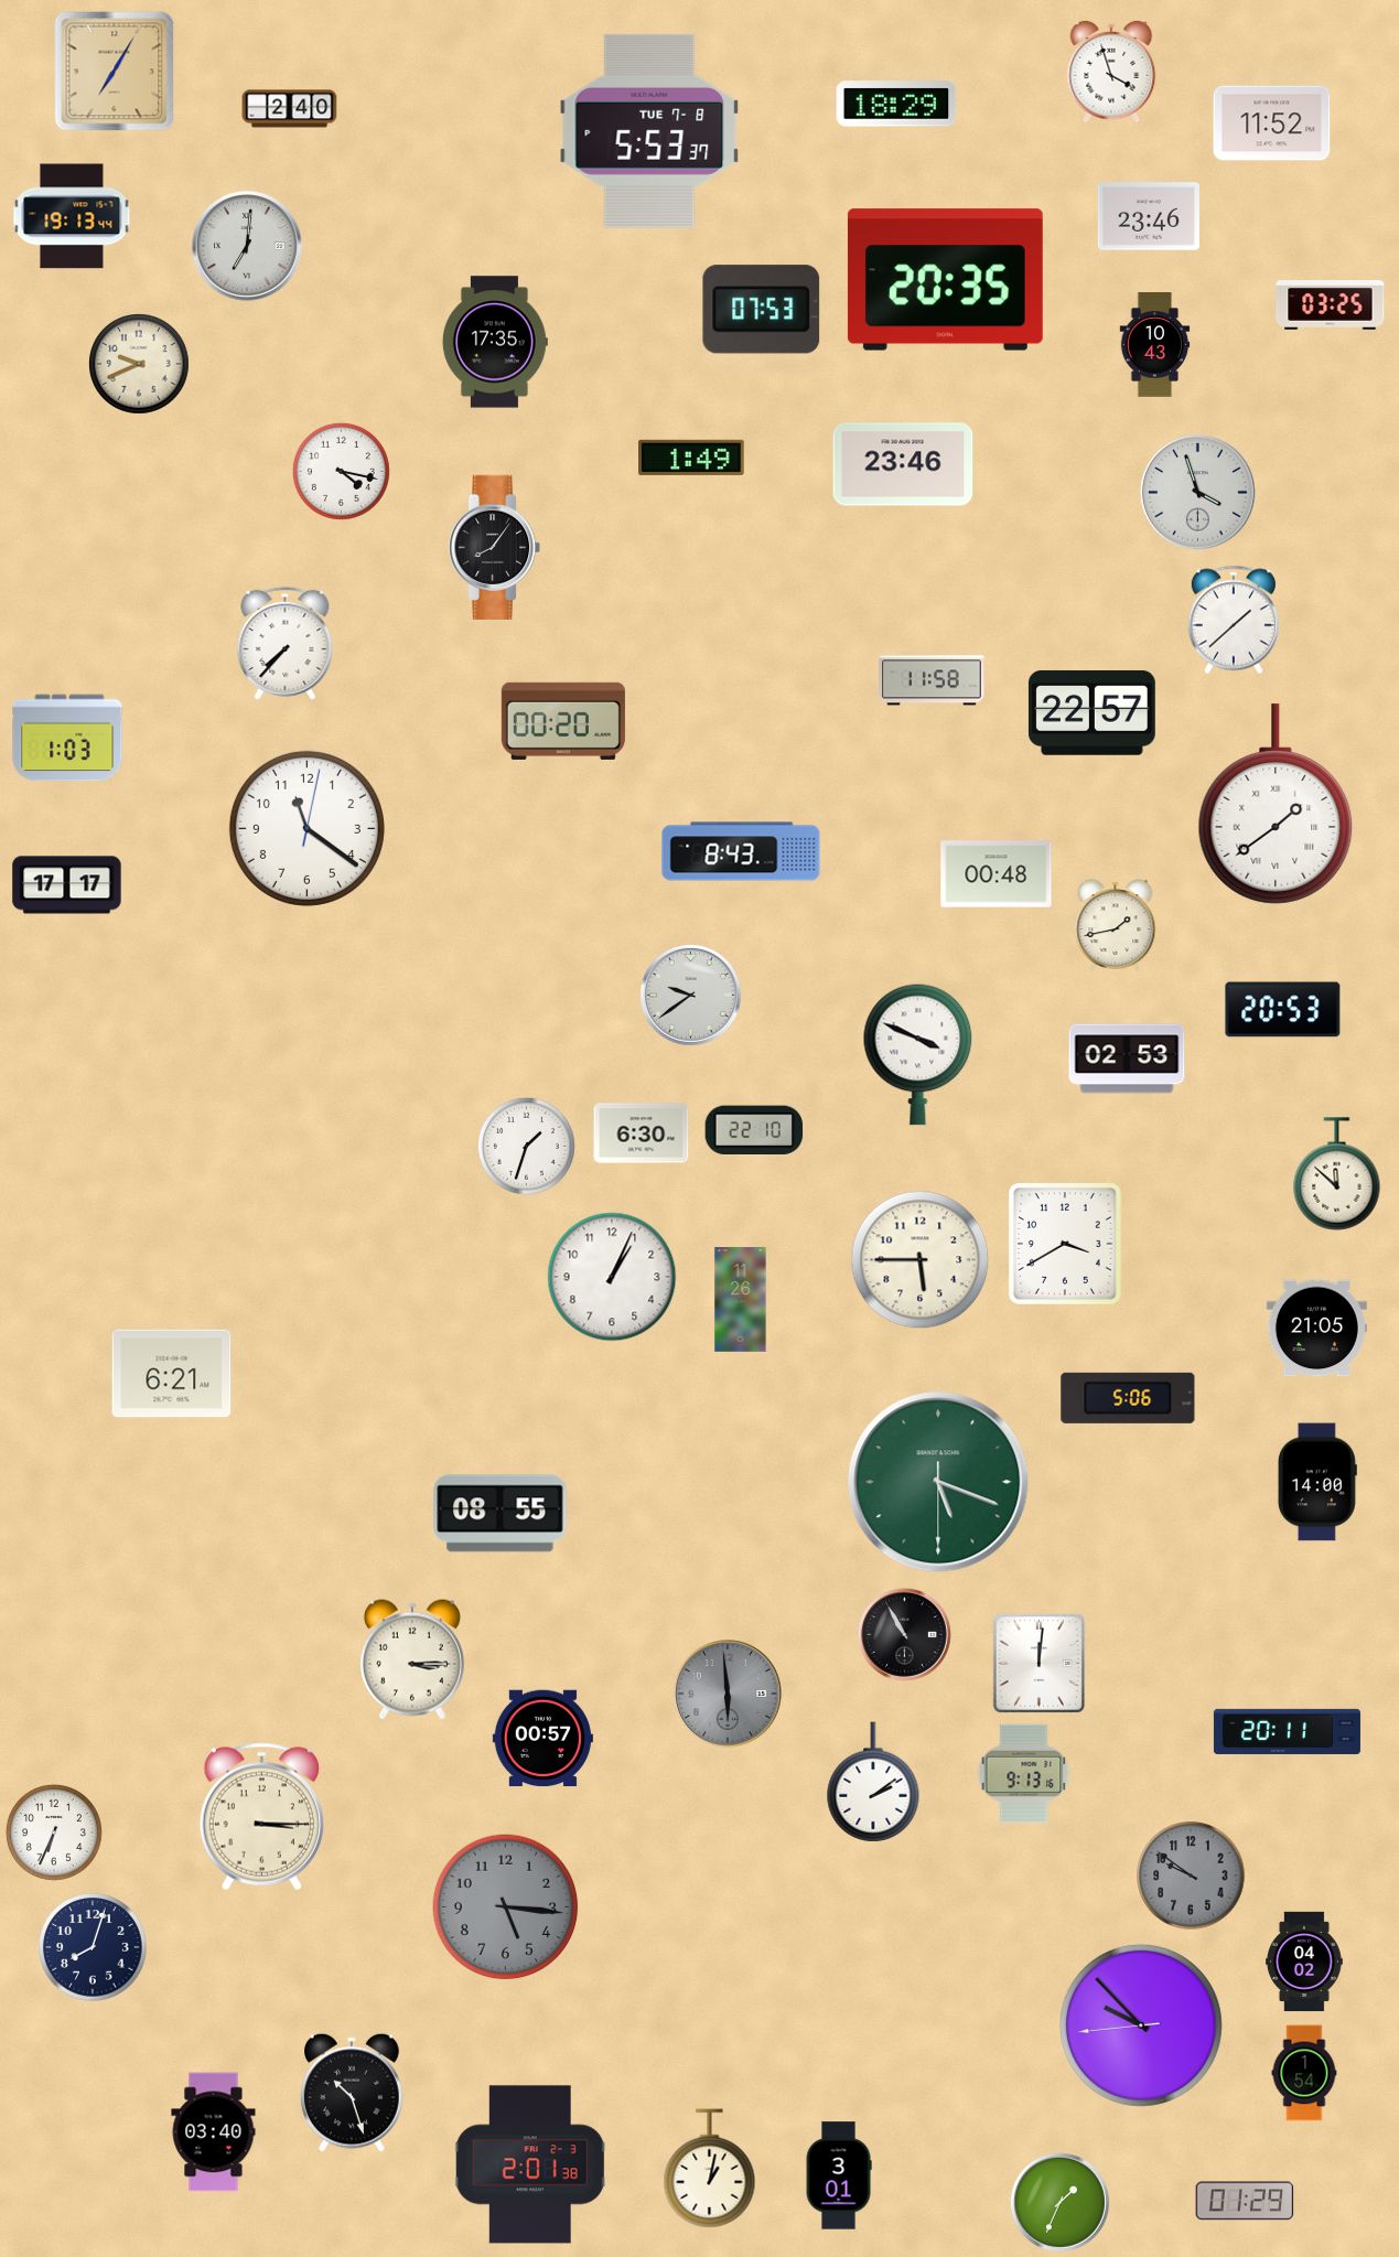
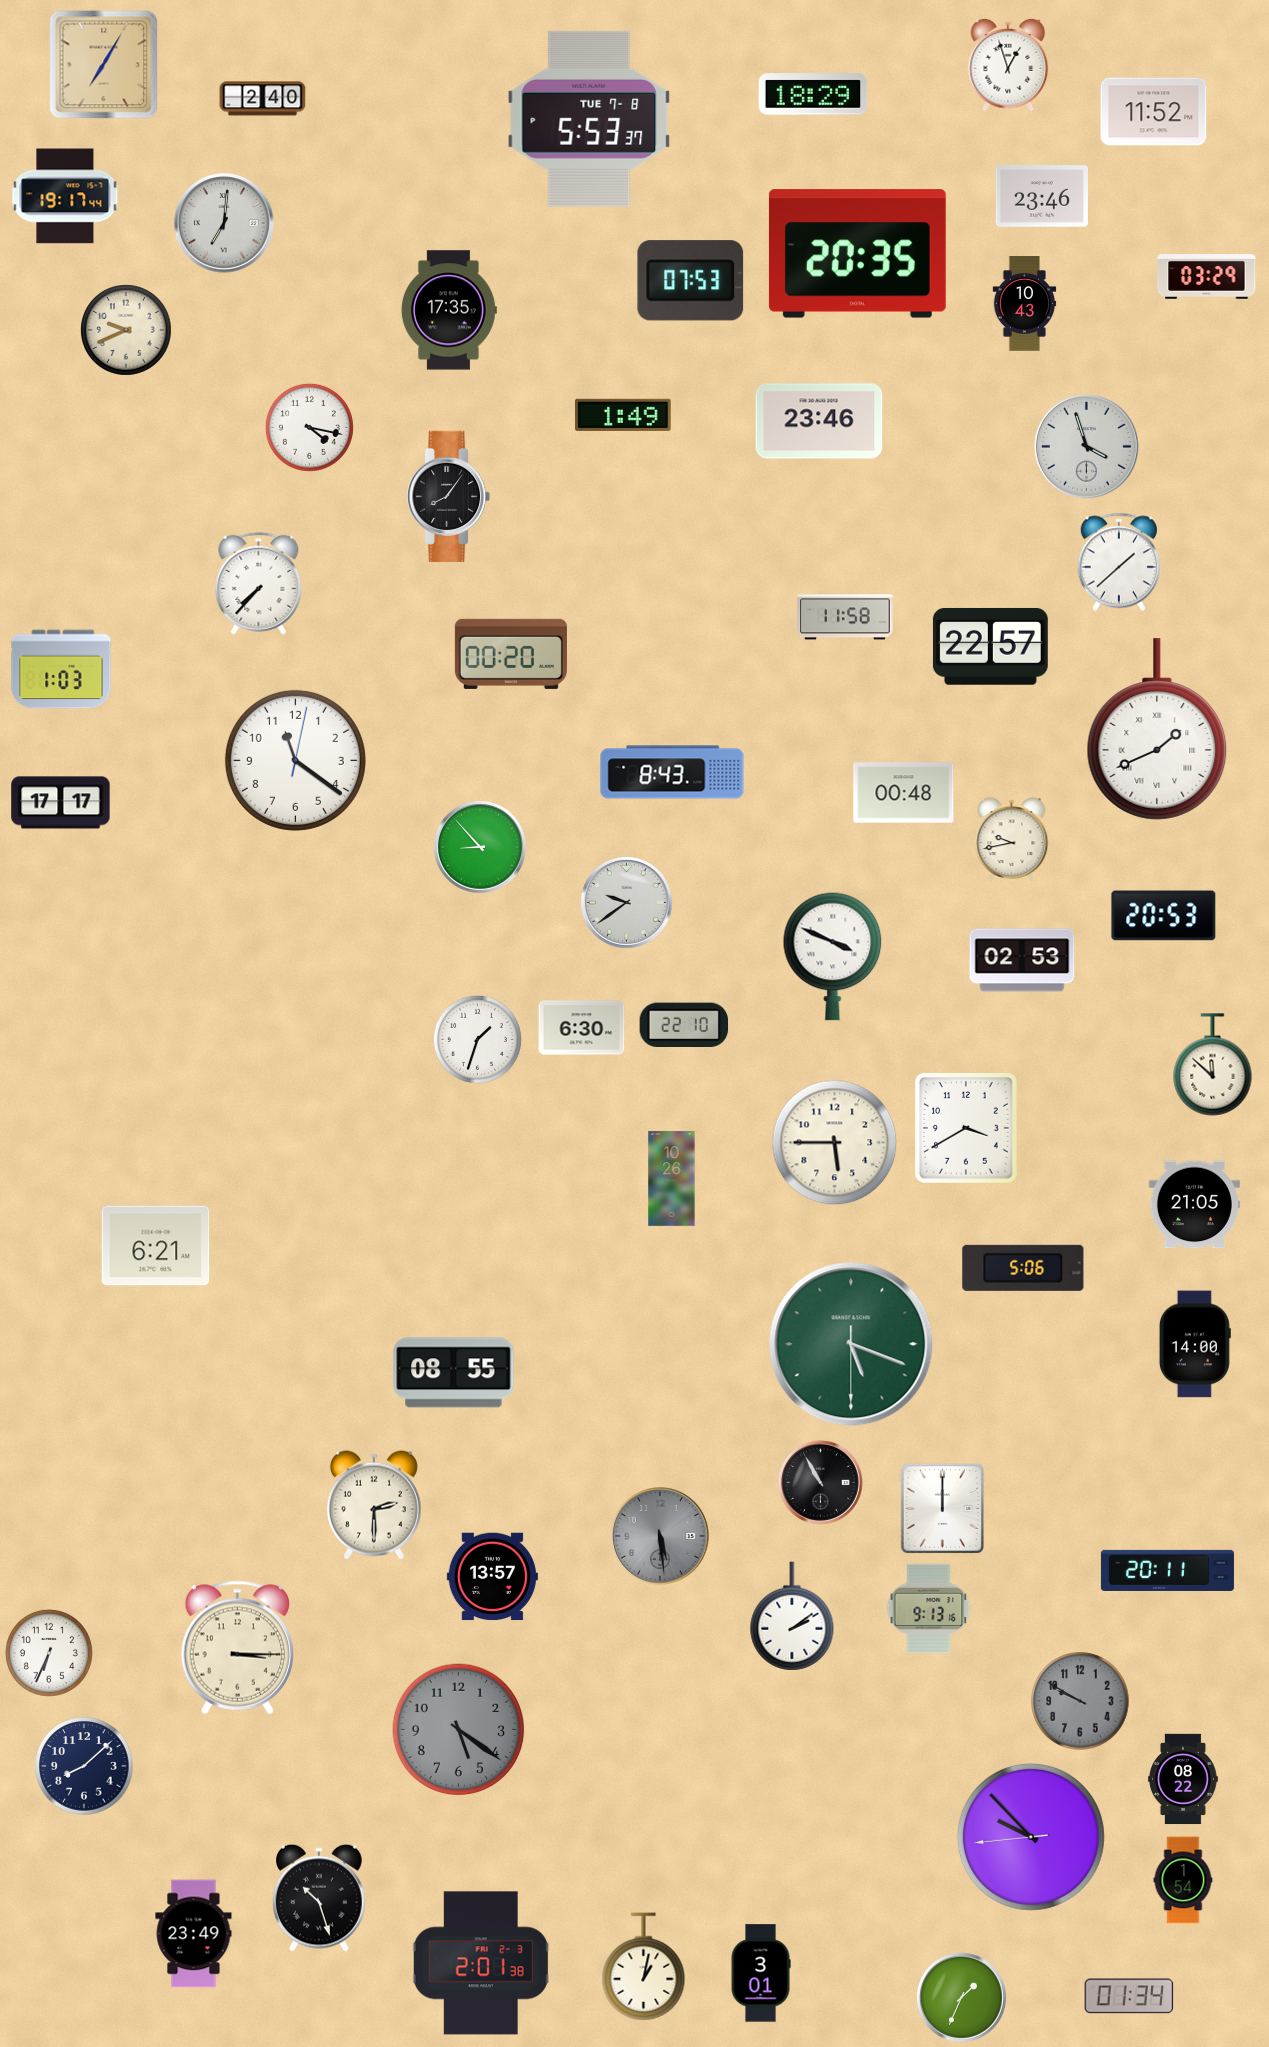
clock at (1111, 72): 3:57 -> 12:57
clock at (72, 216): 19:13 -> 19:17
clock at (1331, 305): 03:25 -> 03:29
clock at (1155, 345) position: (1155, 345) -> (1025, 304)
clock at (691, 458) position: (691, 458) -> (623, 415)
clock at (1276, 804): 1:39 -> 1:41
clock at (306, 828) position: (306, 828) -> (295, 760)
clock at (1116, 926): 1:43 -> 9:43
clock at (480, 847): none -> 8:53
clock at (612, 1277): 1:04 -> none
clock at (741, 1300): 11:26 -> 10:26
clock at (412, 1659): 3:15 -> 2:30
clock at (1039, 1663): 12:01 -> 12:00
clock at (729, 1695): 5:59 -> 5:29
clock at (542, 1739): 00:57 -> 13:57
clock at (54, 1833) position: (54, 1833) -> (49, 1653)
clock at (1191, 1876): 9:51 -> 9:50
clock at (506, 1907): 5:16 -> 5:21
clock at (93, 1947): 8:03 -> 8:08
clock at (1305, 1962): 04:02 -> 08:22
clock at (1141, 2025) position: (1141, 2025) -> (1031, 1837)
clock at (214, 2132): 03:40 -> 23:49
clock at (1245, 2201): 01:29 -> 01:34
